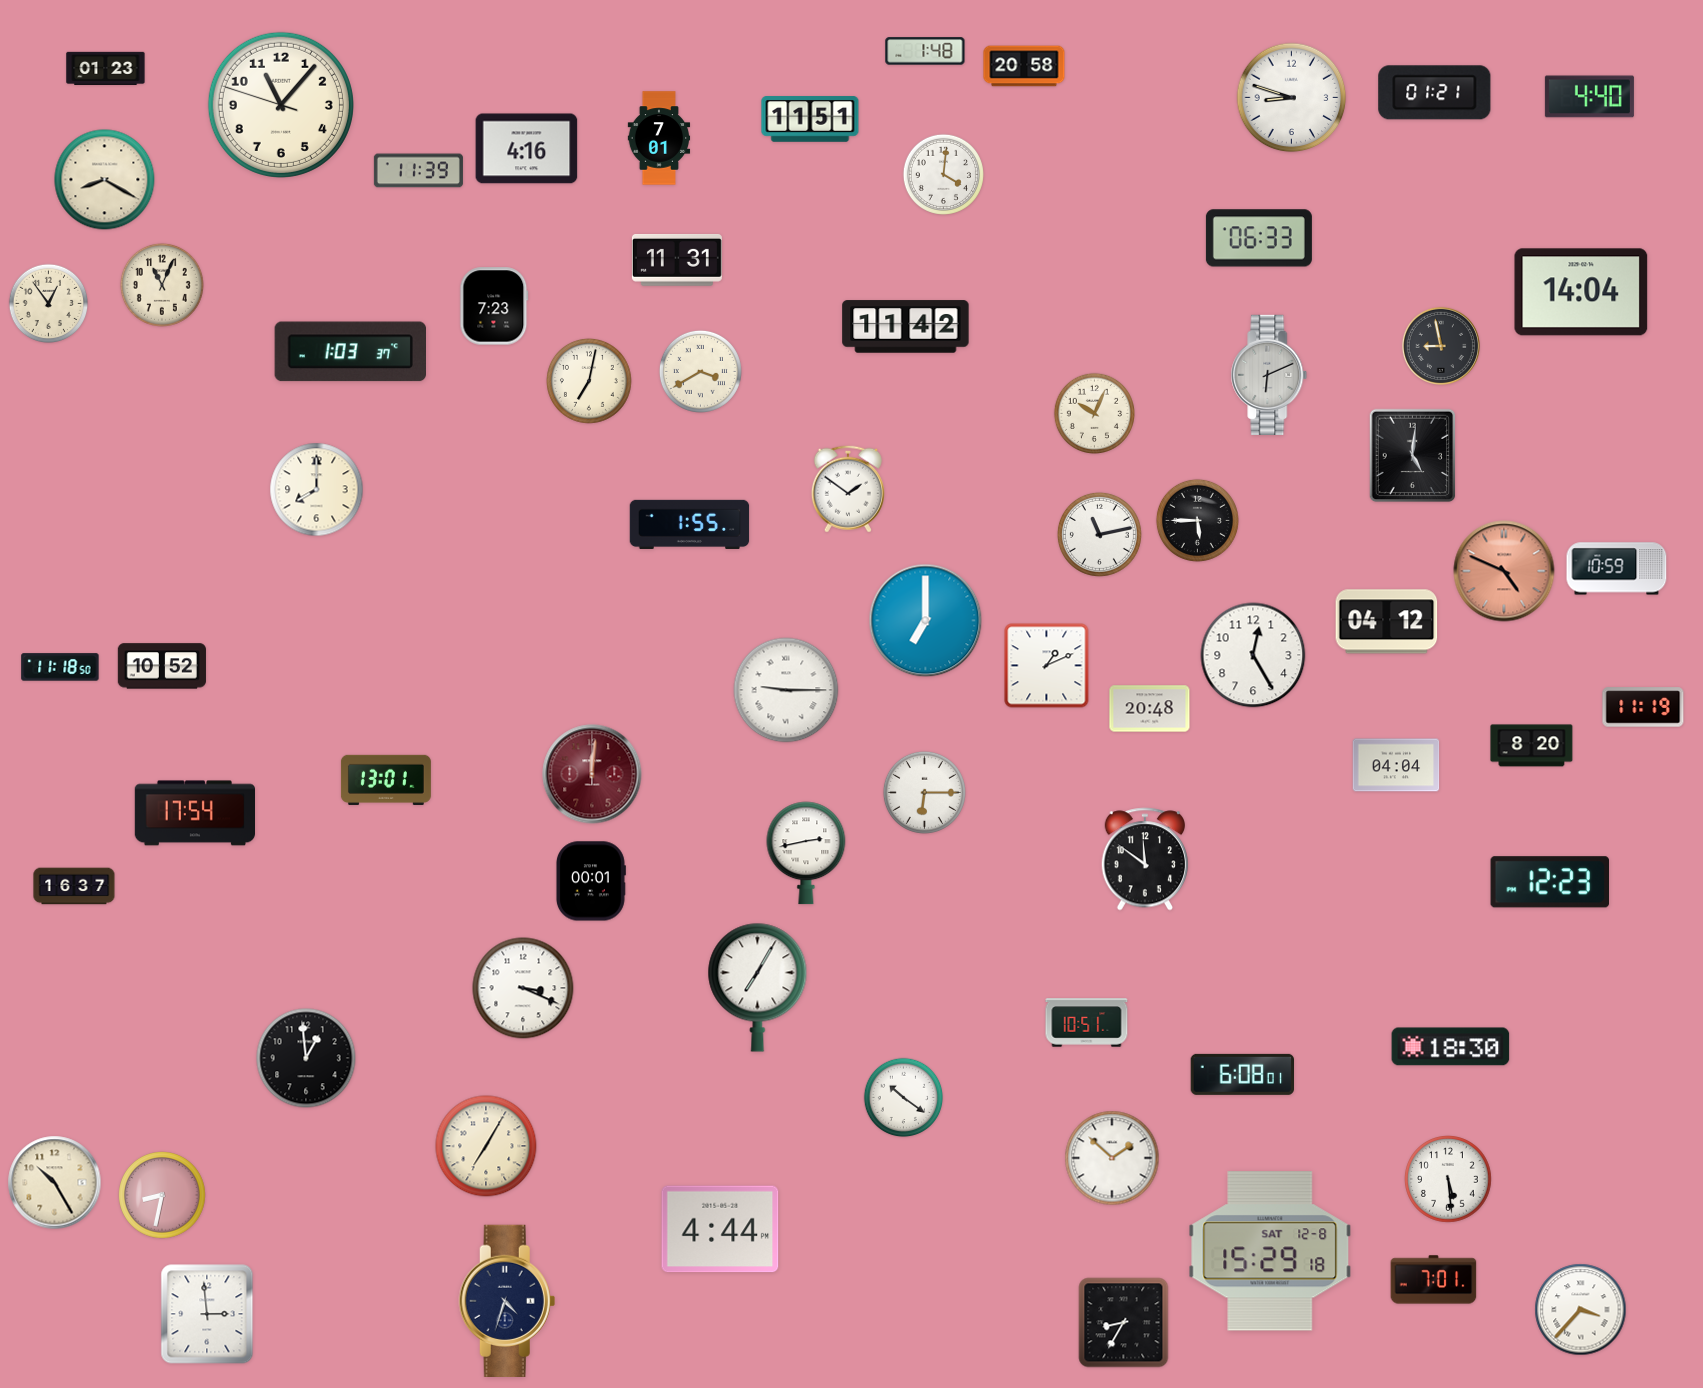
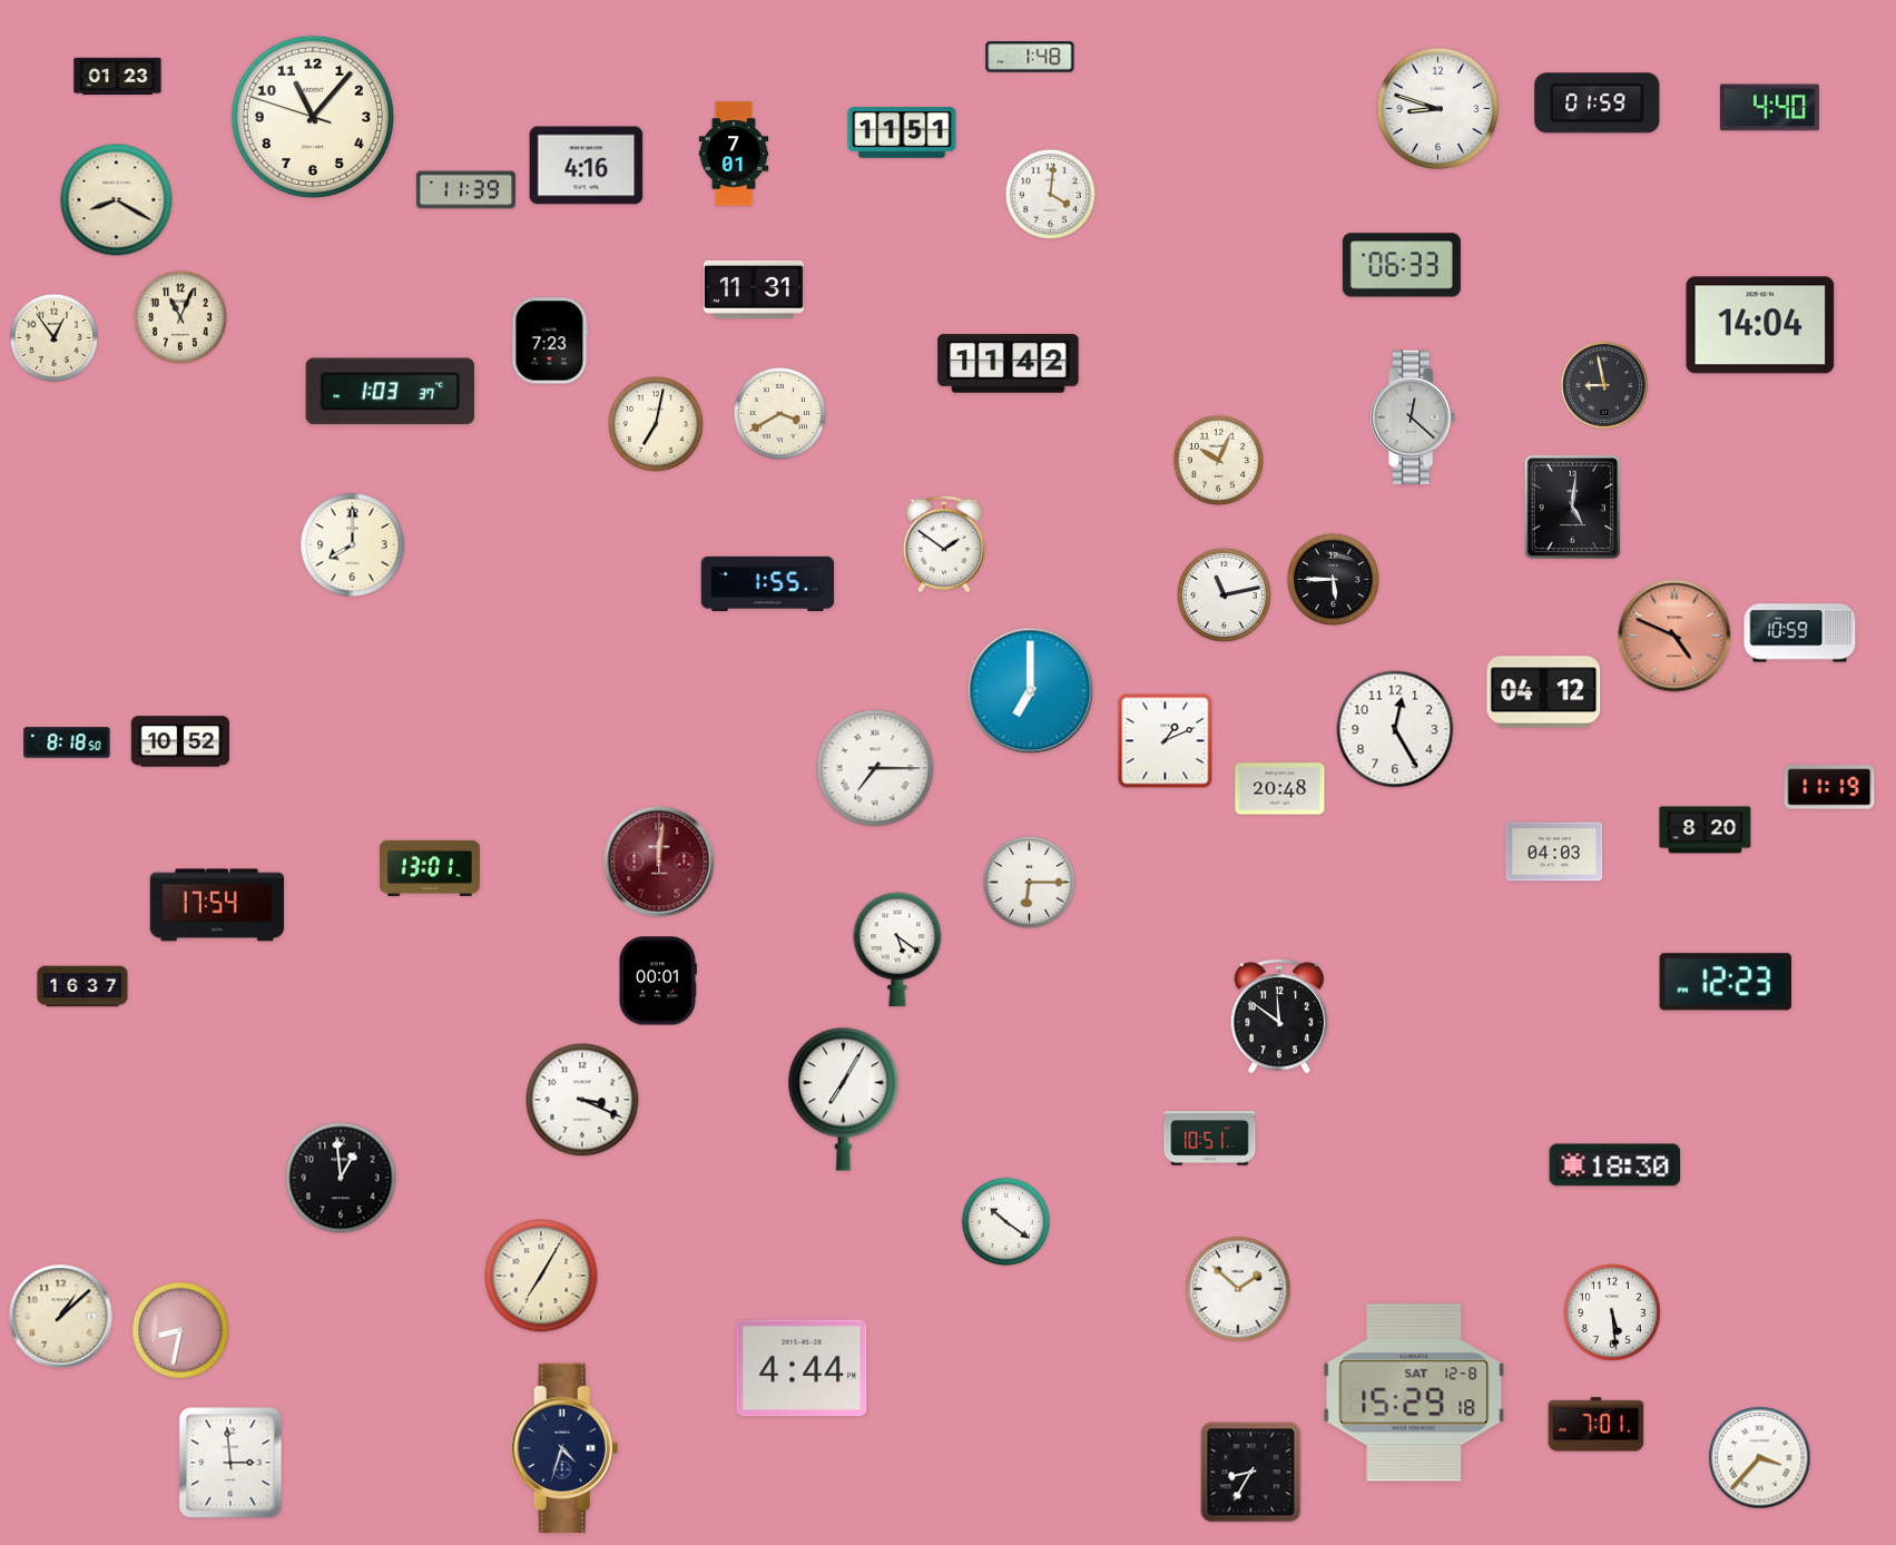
clock at (1024, 66): 20:58 -> none
clock at (1435, 93): 01:21 -> 01:59
clock at (1269, 374): 6:11 -> 12:22
clock at (60, 667): 11:18 -> 8:18
clock at (786, 690): 9:15 -> 7:15
clock at (1396, 765): 04:04 -> 04:03
clock at (806, 853): 2:43 -> 5:21
clock at (1145, 859) position: (1145, 859) -> (1279, 1016)
clock at (1242, 1074): 6:08 -> none
clock at (55, 1183): 10:25 -> 1:08
